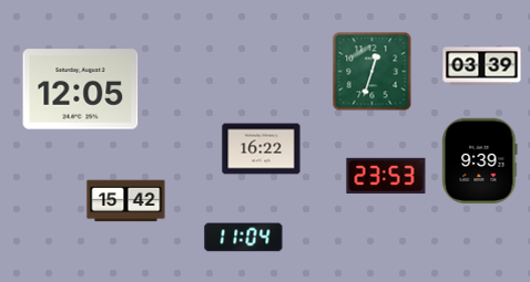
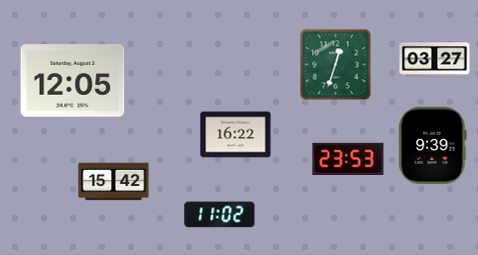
clock at (482, 66): 03:39 -> 03:27
clock at (244, 238): 11:04 -> 11:02
